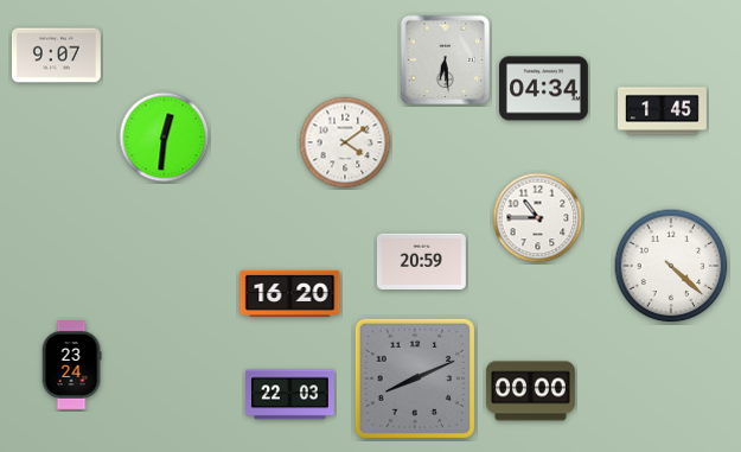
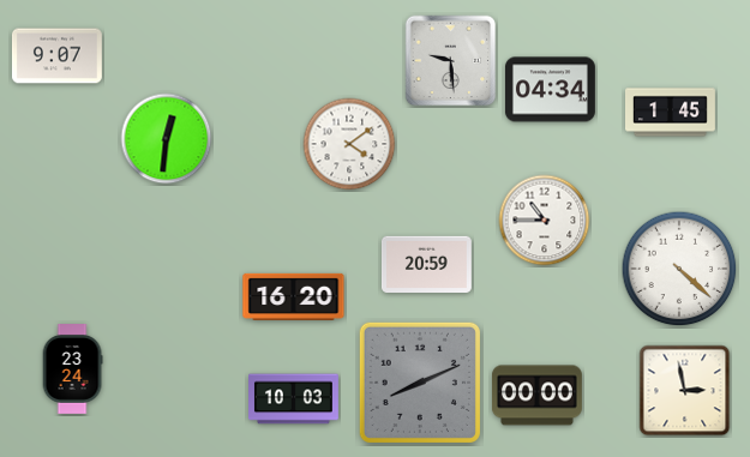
clock at (446, 61): 6:29 -> 9:29
clock at (685, 391): none -> 2:58
clock at (290, 395): 22:03 -> 10:03
